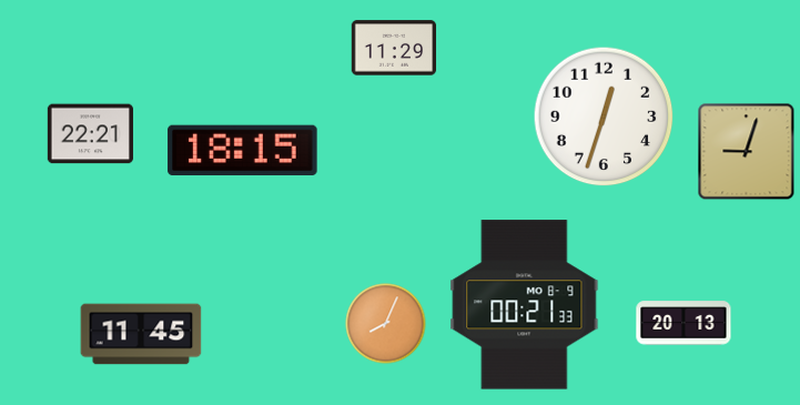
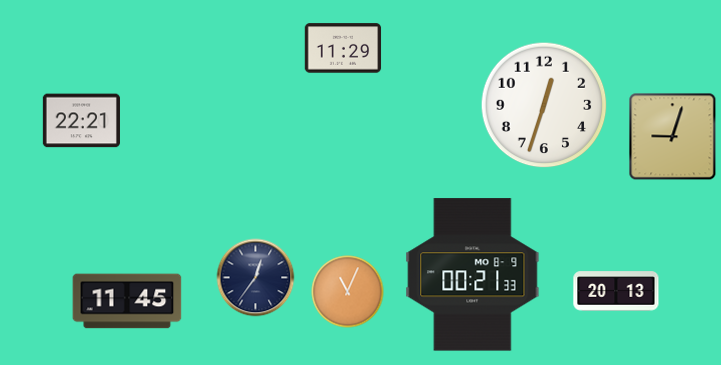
clock at (394, 48) position: (394, 48) -> (343, 48)
clock at (243, 151): 18:15 -> none
clock at (256, 278): none -> 12:36
clock at (386, 324): 8:04 -> 11:04
